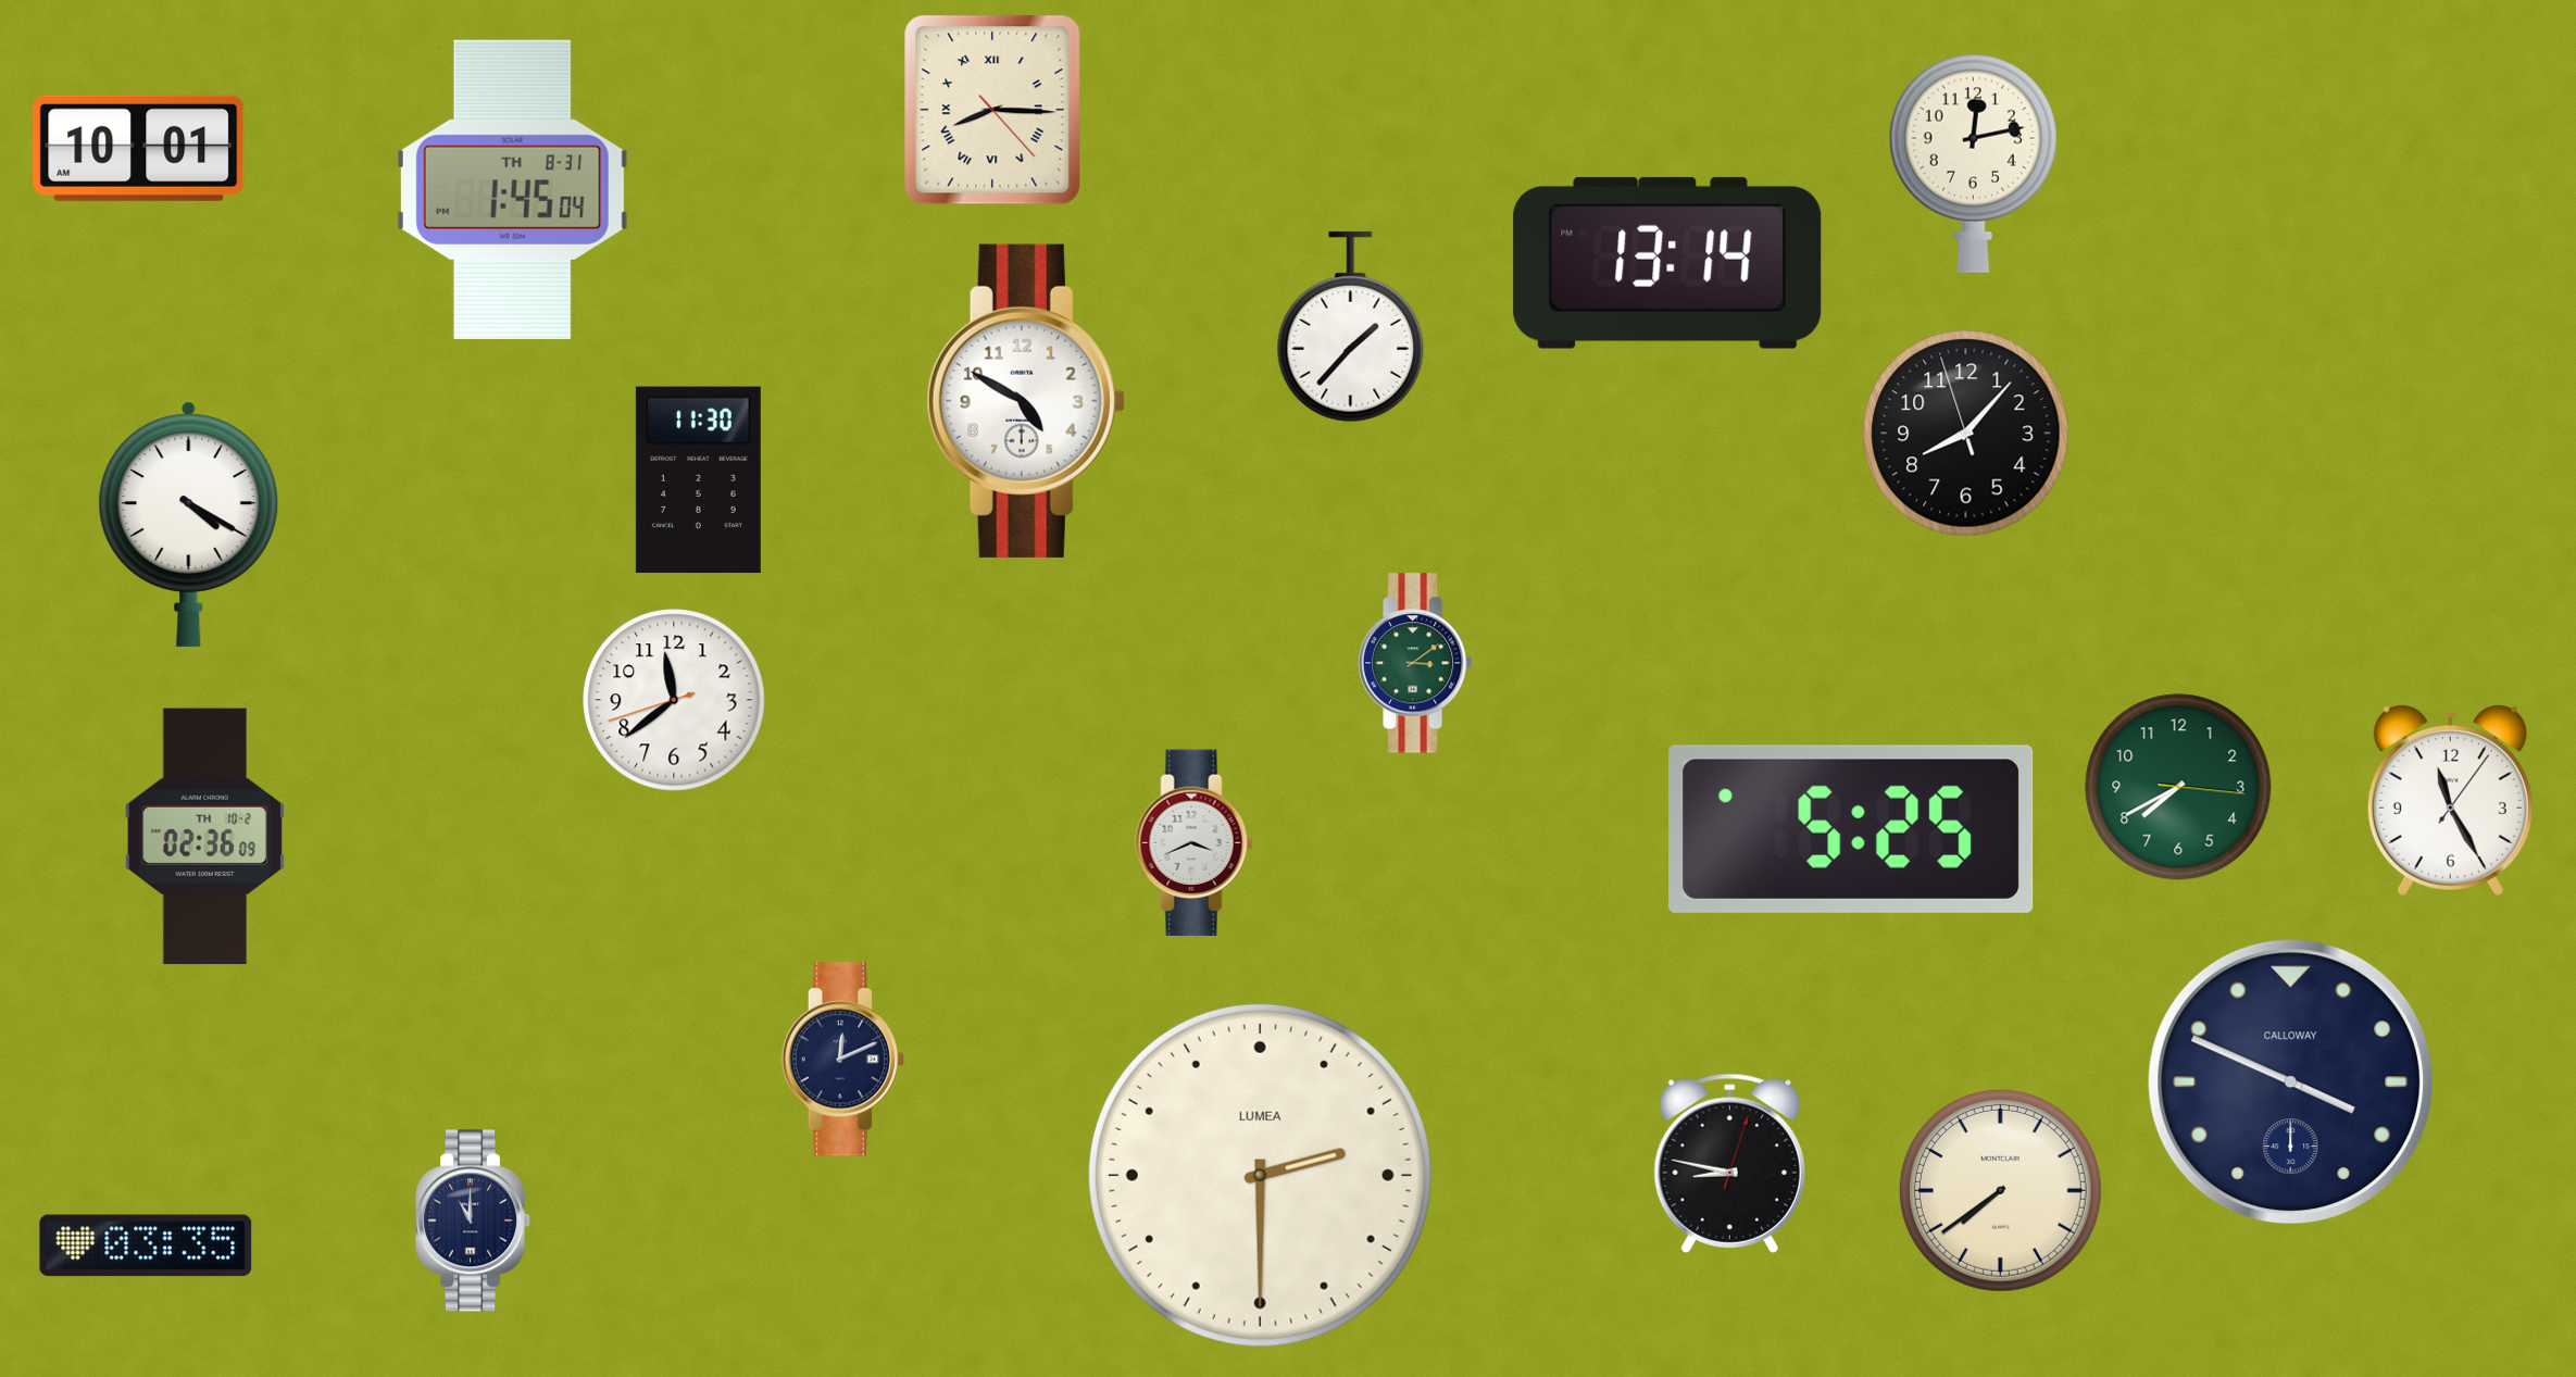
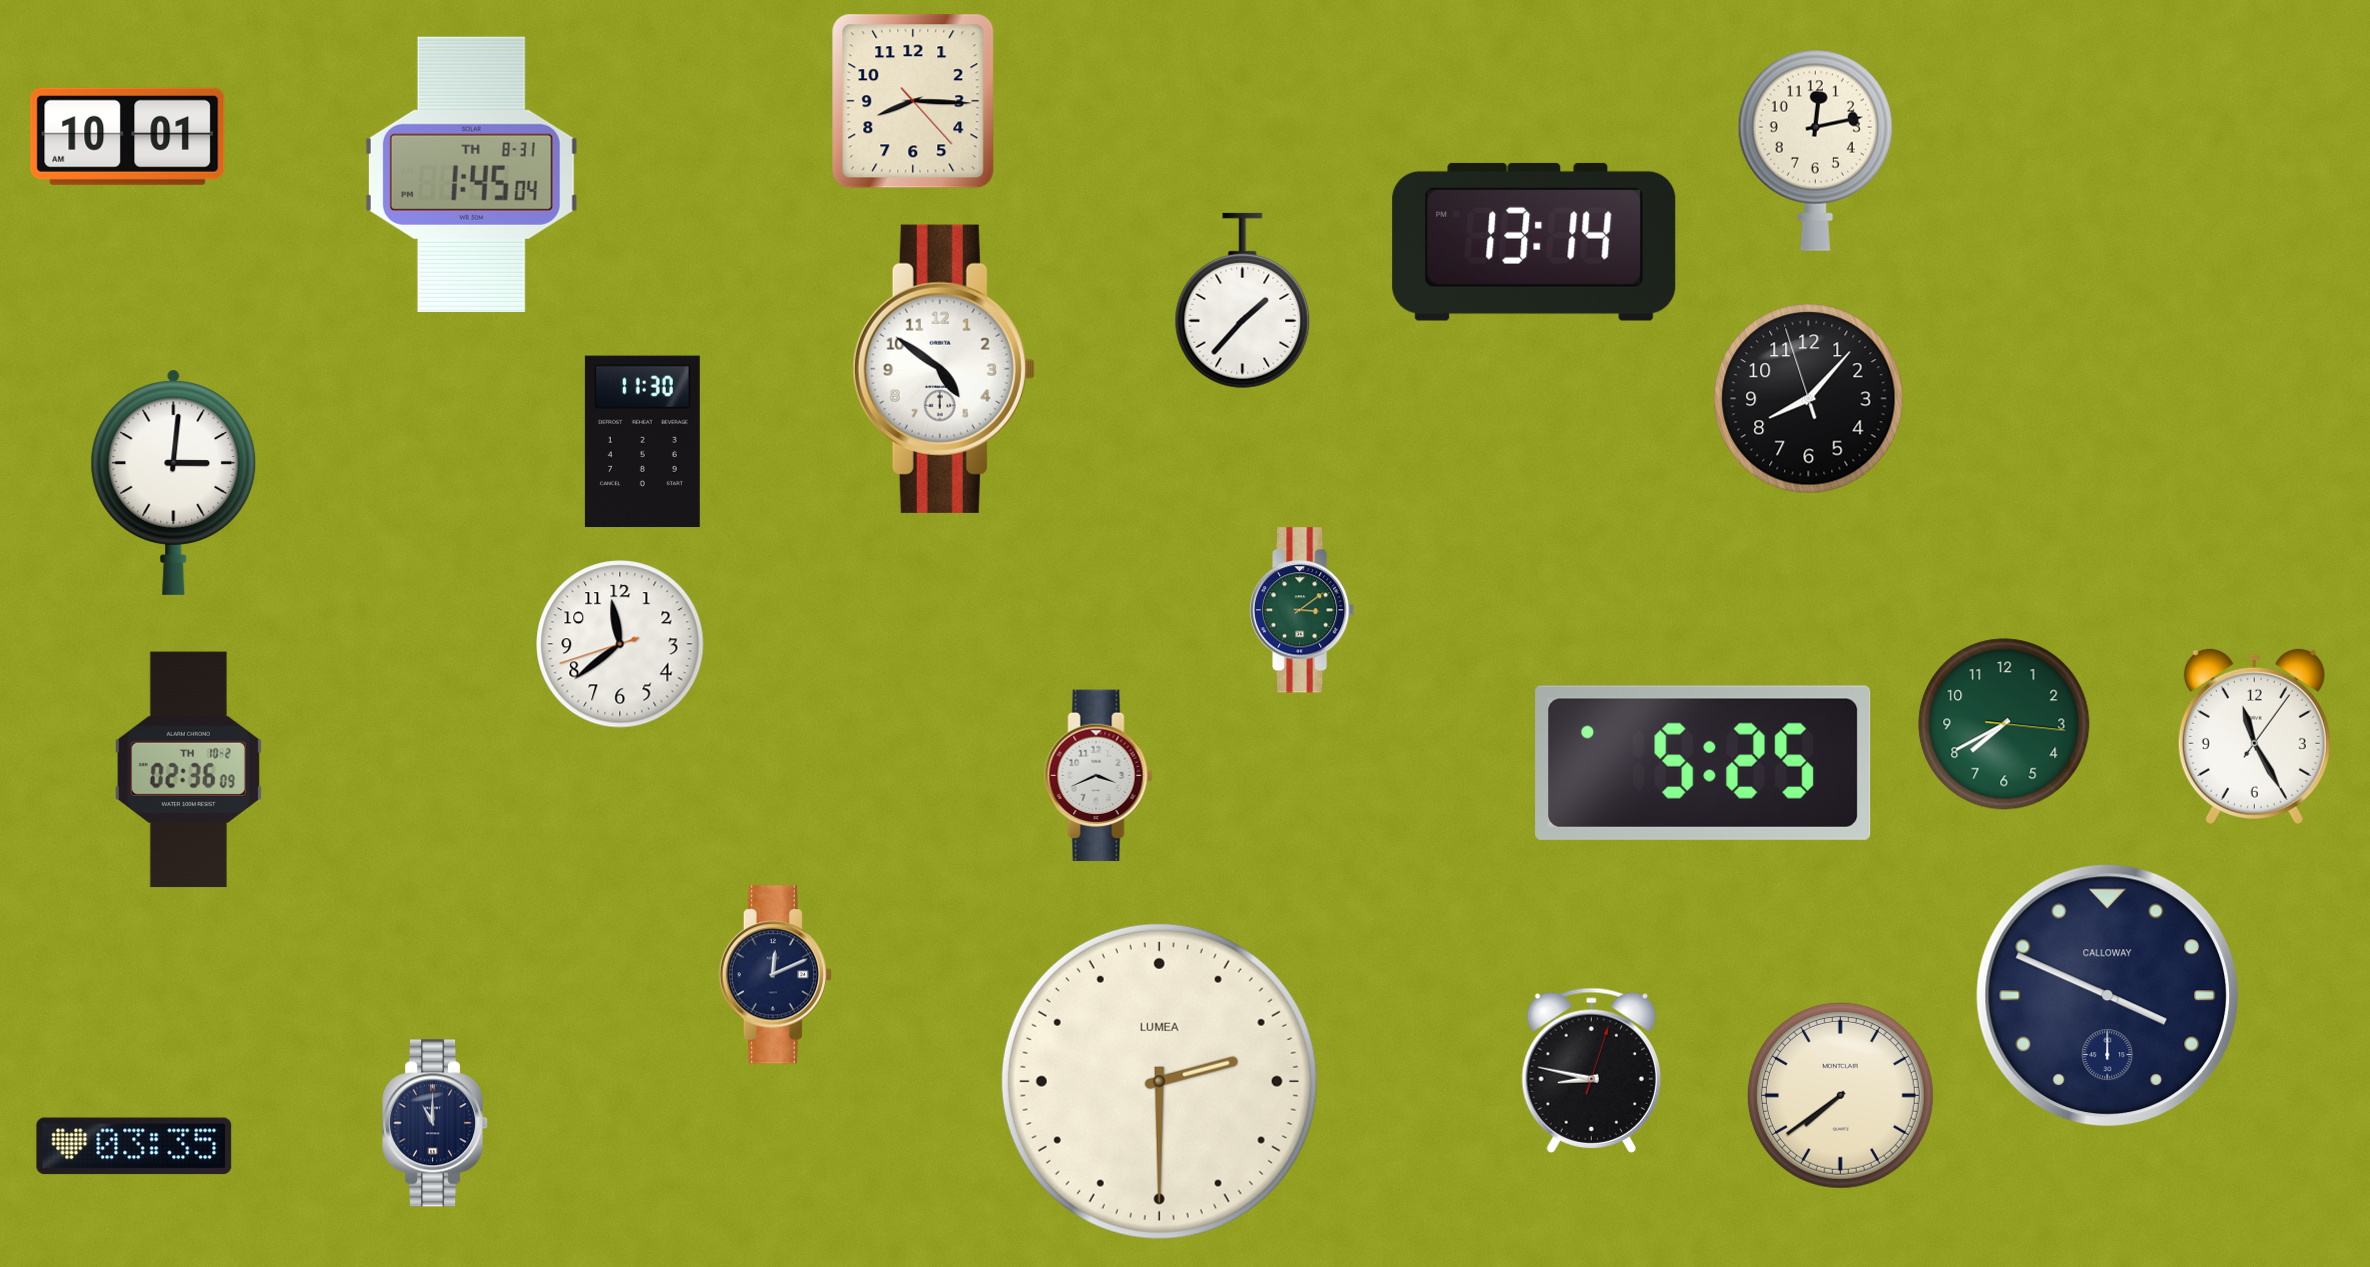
clock at (992, 110) numerals: Roman -> Arabic
clock at (1026, 401): 4:50 -> 4:51
clock at (189, 524): 4:20 -> 3:01
